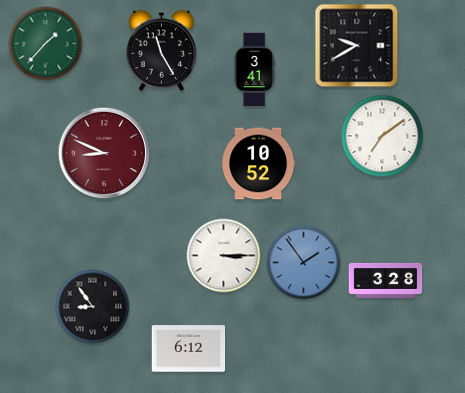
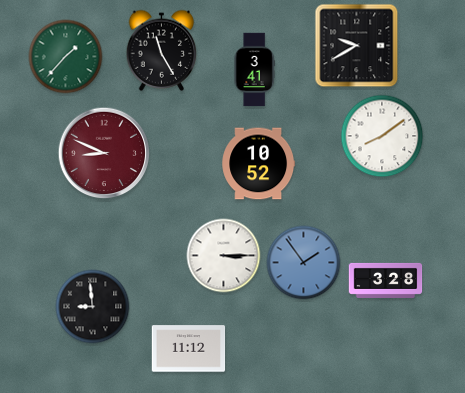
clock at (46, 44) position: (46, 44) -> (66, 57)
clock at (382, 136): 7:09 -> 8:09
clock at (93, 307): 8:54 -> 8:59
clock at (189, 349): 6:12 -> 11:12
